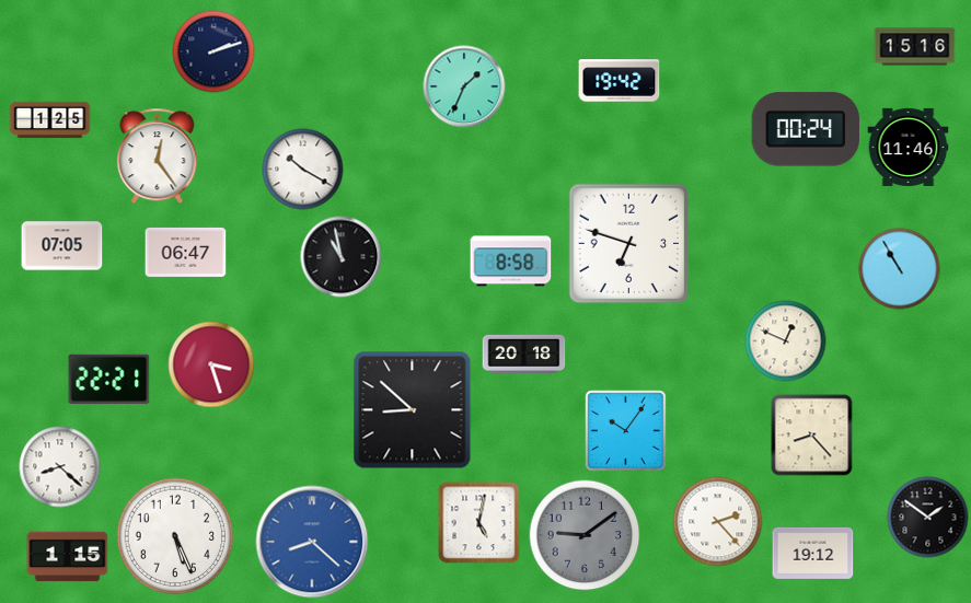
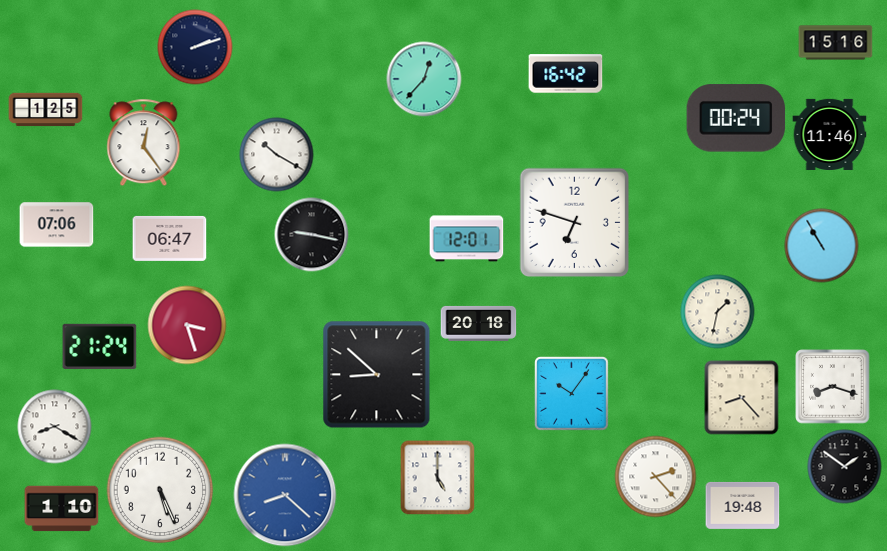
clock at (620, 81): 19:42 -> 16:42
clock at (464, 86): 1:34 -> 12:37
clock at (62, 246): 07:05 -> 07:06
clock at (186, 252) position: (186, 252) -> (170, 238)
clock at (342, 257): 10:58 -> 9:17
clock at (511, 262): 8:58 -> 12:01
clock at (786, 341): 12:49 -> 1:32
clock at (211, 364) position: (211, 364) -> (187, 325)
clock at (109, 379): 22:21 -> 21:24
clock at (833, 387): none -> 8:18
clock at (60, 467): 8:22 -> 8:20
clock at (928, 518) position: (928, 518) -> (845, 467)
clock at (479, 523): 5:02 -> 5:00
clock at (585, 535): 9:09 -> none
clock at (813, 553): 19:12 -> 19:48
clock at (68, 557): 1:15 -> 1:10
